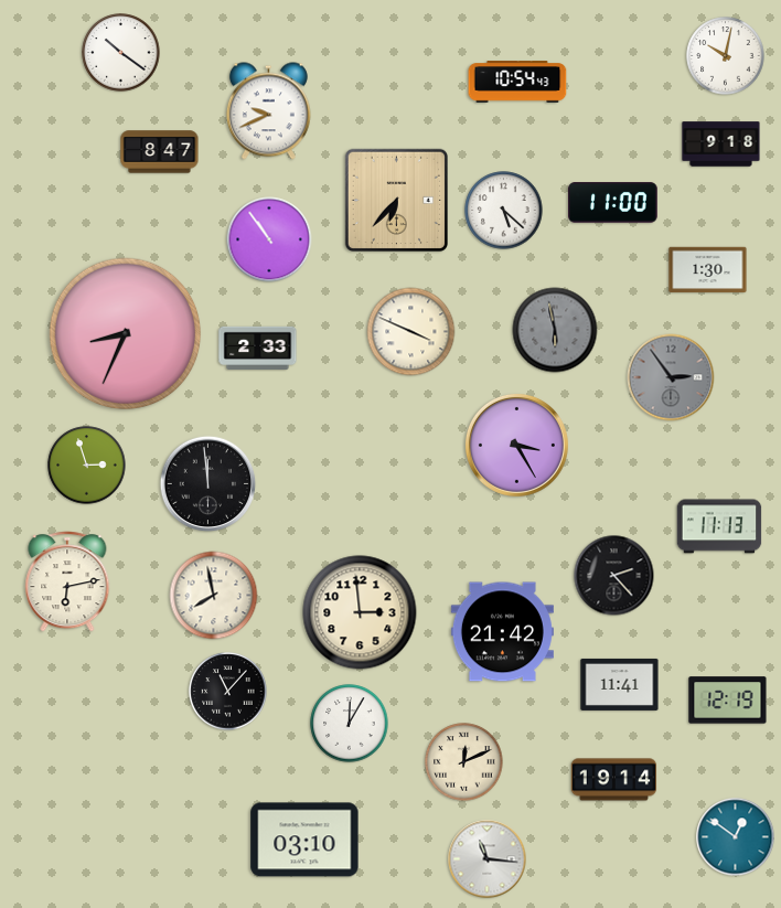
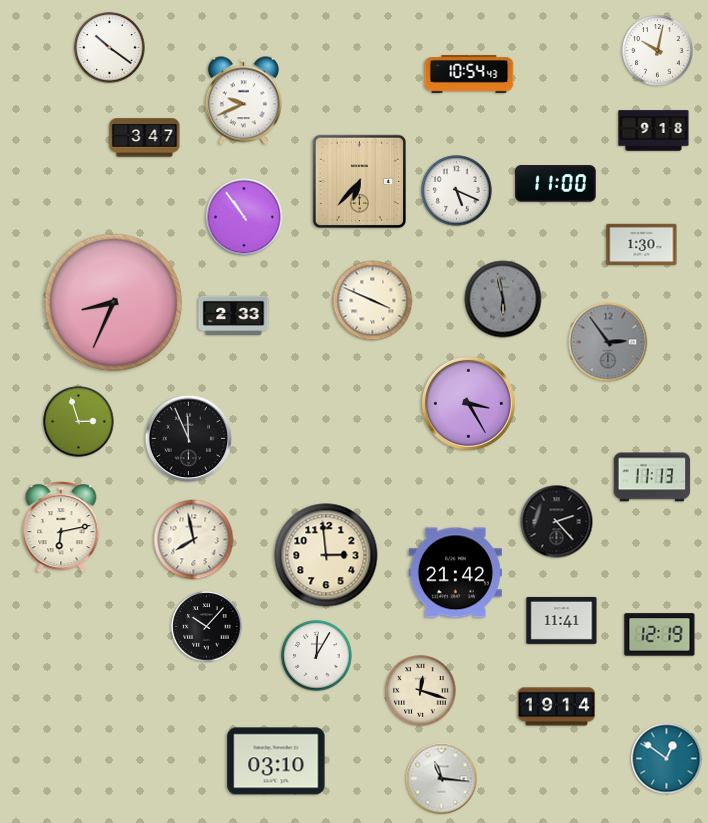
clock at (160, 152): 8:47 -> 3:47
clock at (504, 211): 5:22 -> 5:19
clock at (208, 484): 11:59 -> 11:56
clock at (228, 692): 11:07 -> 10:07
clock at (464, 762): 12:11 -> 12:18
